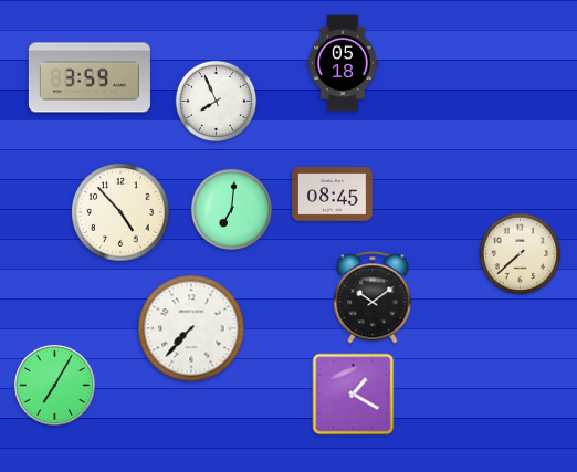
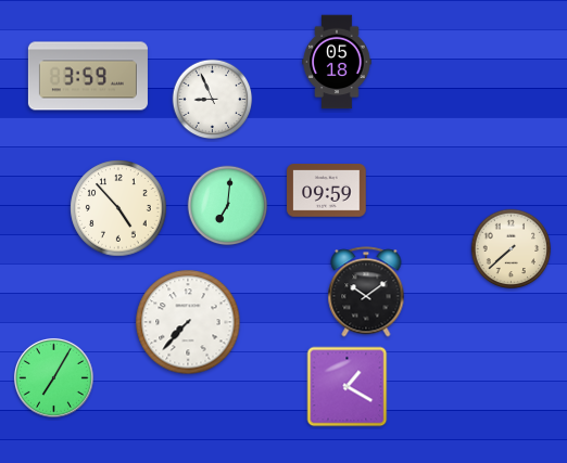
clock at (217, 102): 7:56 -> 8:56
clock at (333, 195): 08:45 -> 09:59
